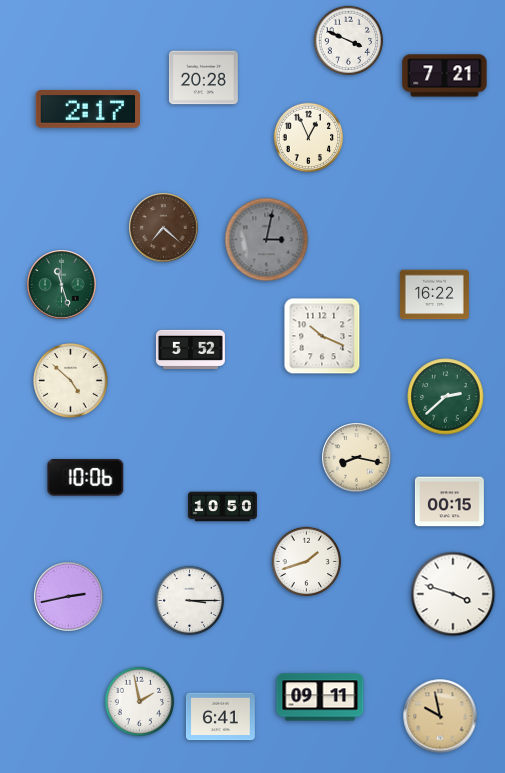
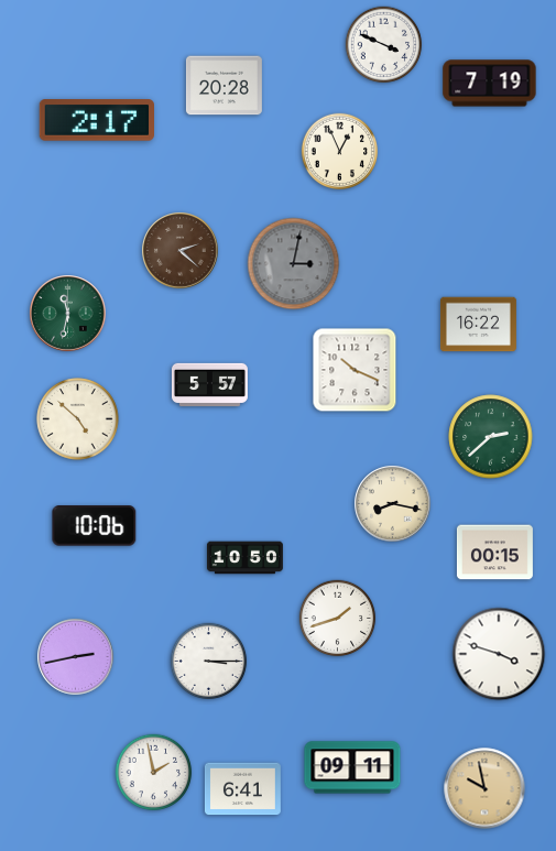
clock at (445, 76): 7:21 -> 7:19
clock at (164, 228): 7:22 -> 2:22
clock at (62, 285): 11:27 -> 11:32
clock at (190, 349): 5:52 -> 5:57
